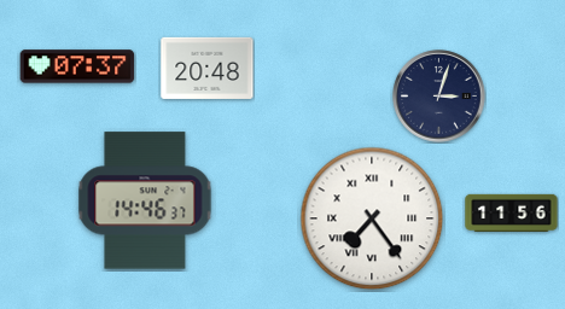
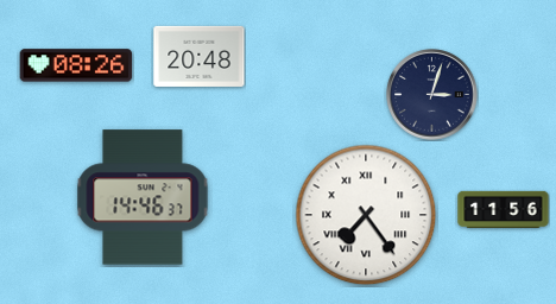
clock at (77, 66): 07:37 -> 08:26
clock at (208, 68) position: (208, 68) -> (200, 56)
